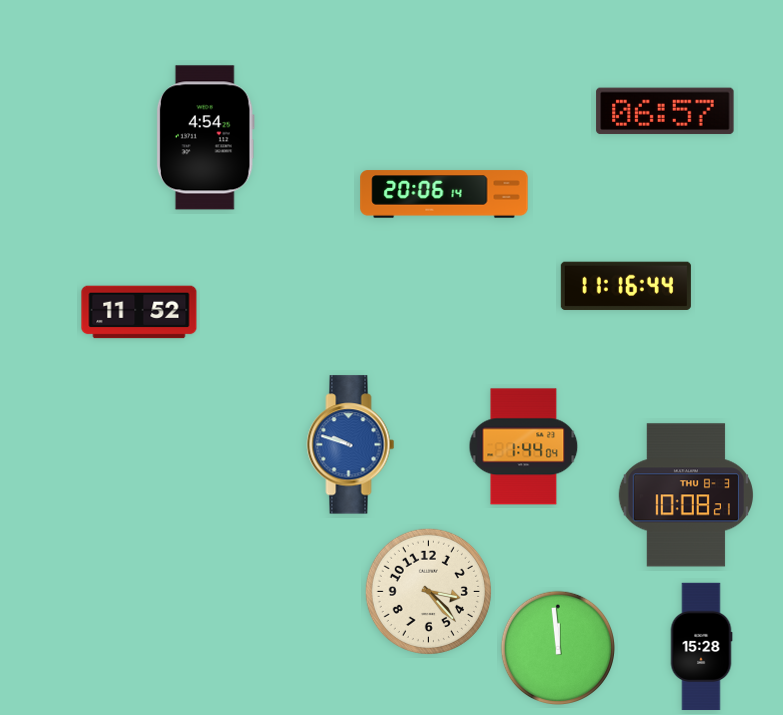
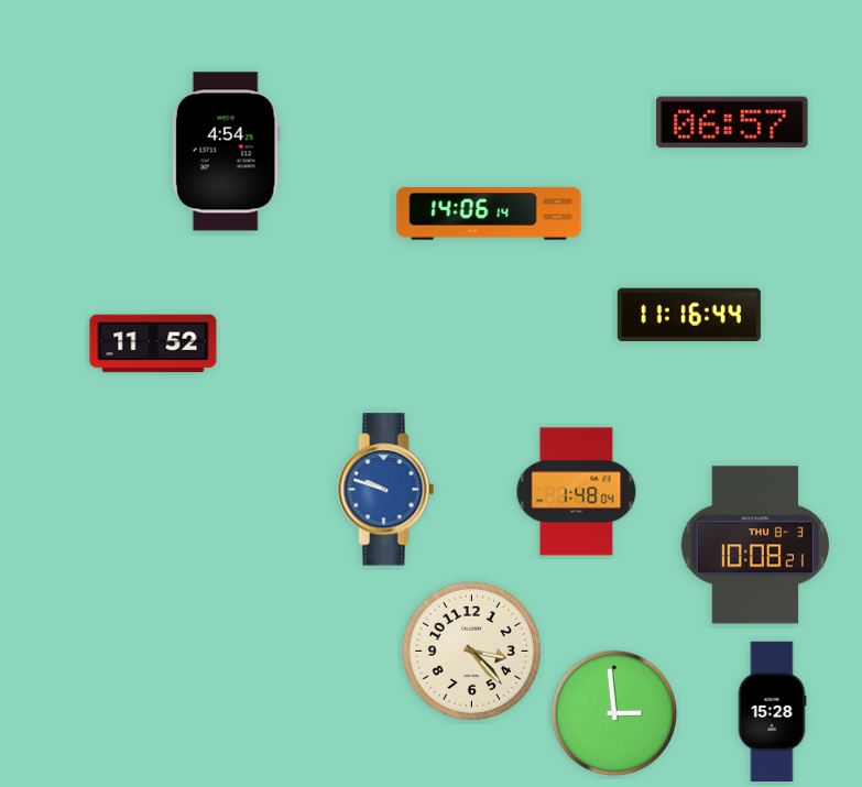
clock at (444, 194): 20:06 -> 14:06
clock at (524, 447): 1:44 -> 1:48
clock at (557, 647): 11:59 -> 2:59
